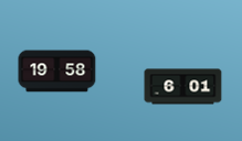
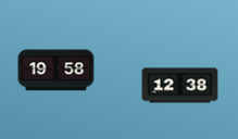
clock at (183, 87): 6:01 -> 12:38
